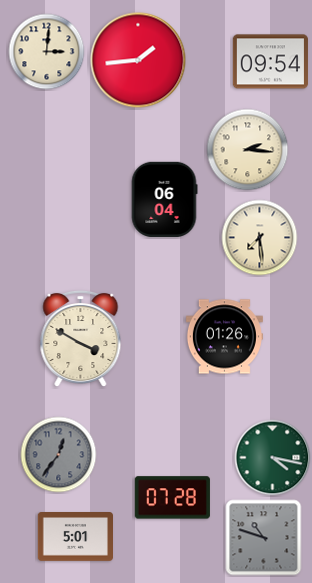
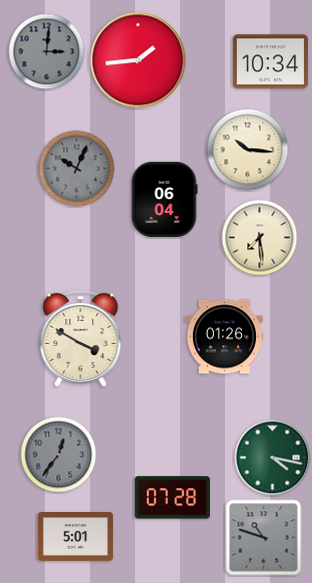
clock at (47, 52) dial: cream -> grey
clock at (270, 62): 09:54 -> 10:34
clock at (248, 150): 2:16 -> 10:16
clock at (77, 169): none -> 10:04
